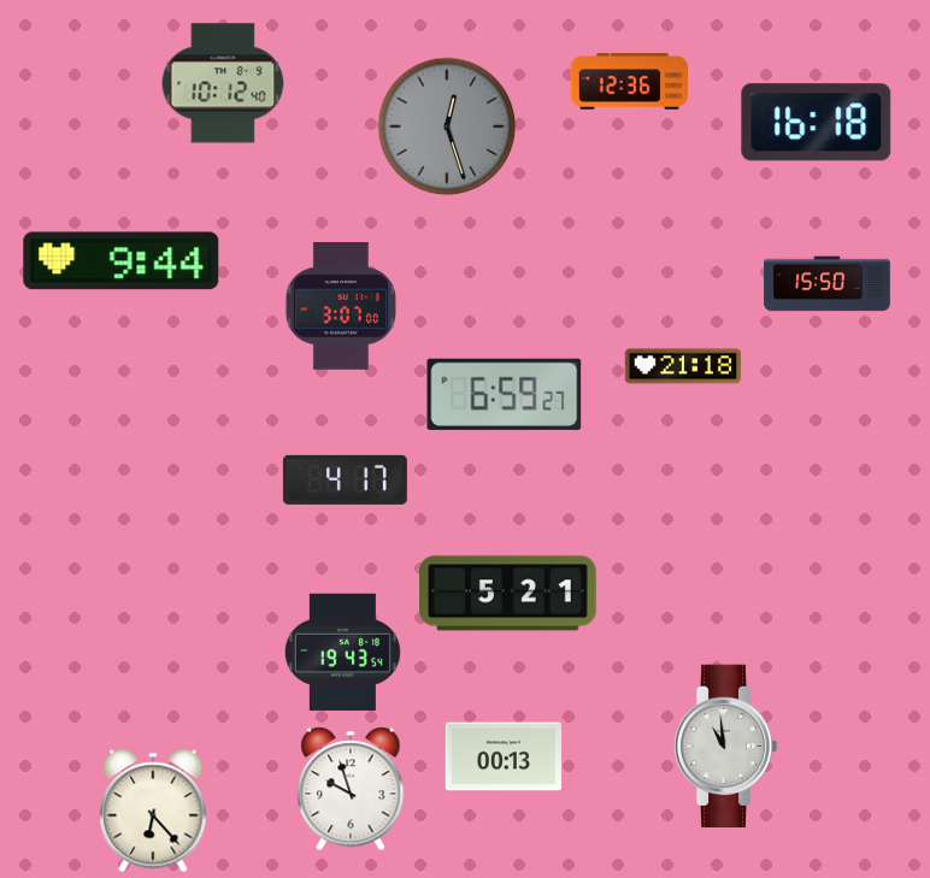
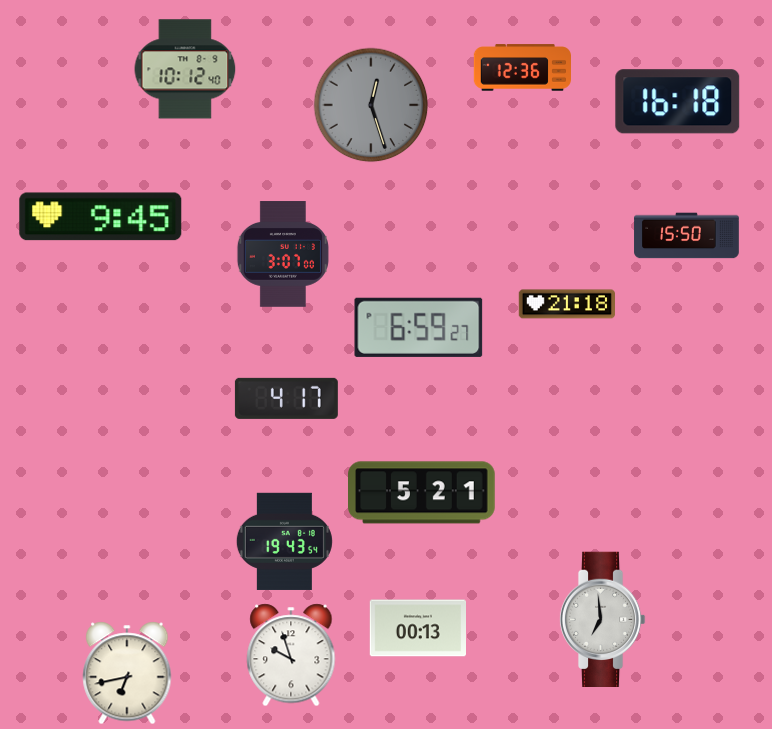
clock at (122, 261): 9:44 -> 9:45
clock at (725, 746): 10:59 -> 6:59
clock at (153, 811): 6:23 -> 6:43
